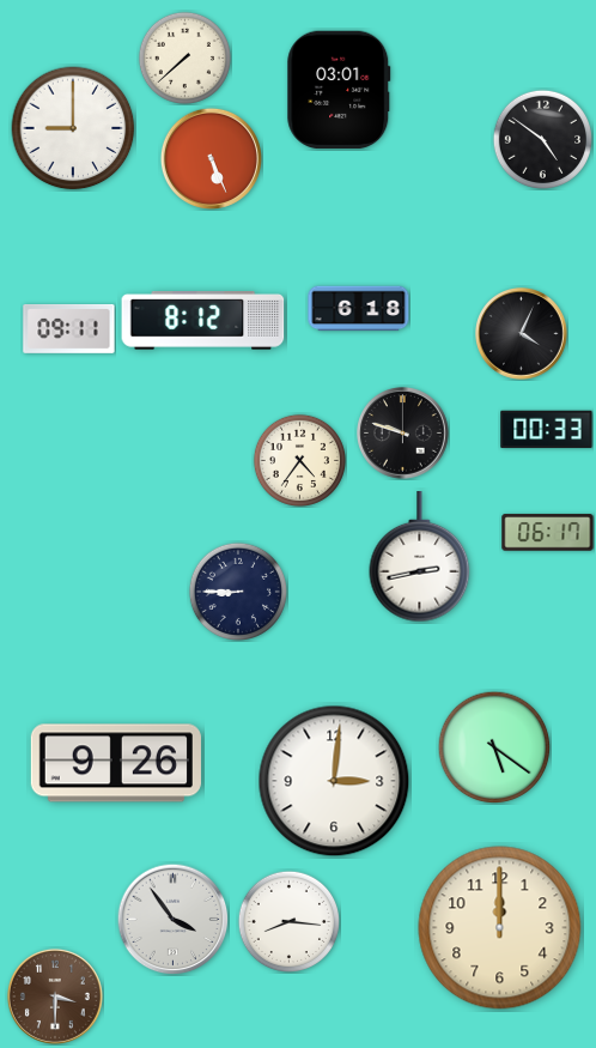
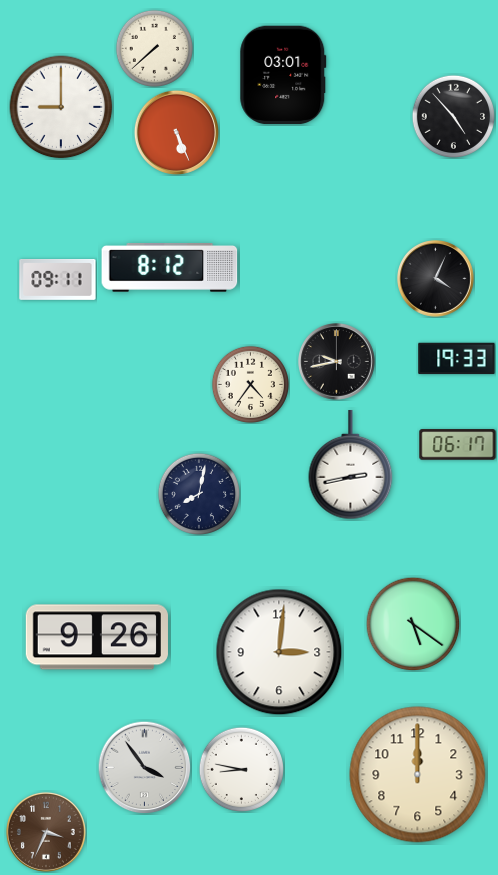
clock at (542, 139): 4:51 -> 4:53
clock at (359, 309): 6:18 -> none
clock at (69, 329) position: (69, 329) -> (58, 280)
clock at (547, 430): 00:33 -> 19:33
clock at (403, 434): 9:48 -> 9:43
clock at (237, 590): 8:45 -> 8:02
clock at (288, 921): 8:16 -> 8:47
clock at (55, 996): 3:30 -> 3:34
